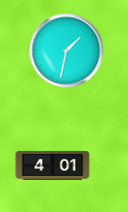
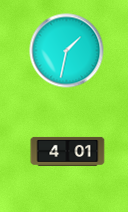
clock at (53, 165) position: (53, 165) -> (68, 151)
